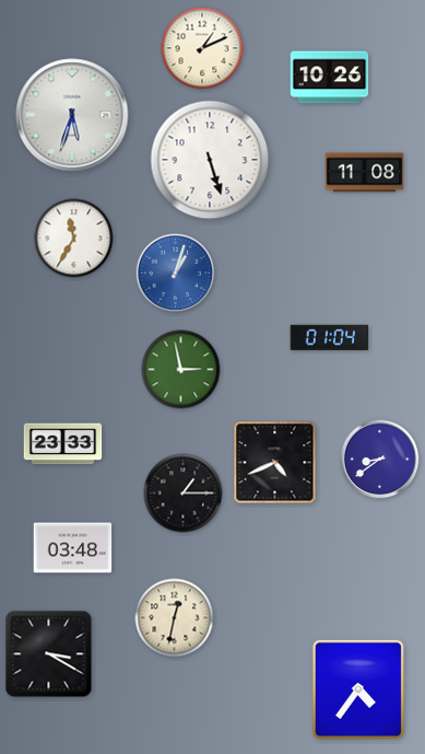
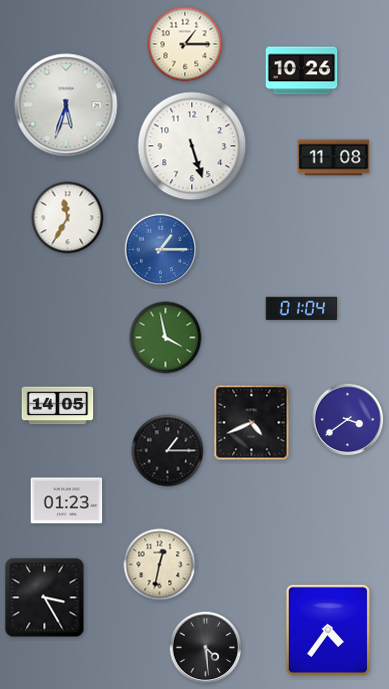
clock at (202, 48): 1:11 -> 1:15
clock at (176, 274): 1:03 -> 1:15
clock at (181, 370): 2:58 -> 3:58
clock at (63, 444): 23:33 -> 14:05
clock at (380, 460): 8:39 -> 3:39
clock at (73, 548): 03:48 -> 01:23
clock at (49, 654): 3:20 -> 3:25
clock at (206, 648): none -> 4:29
